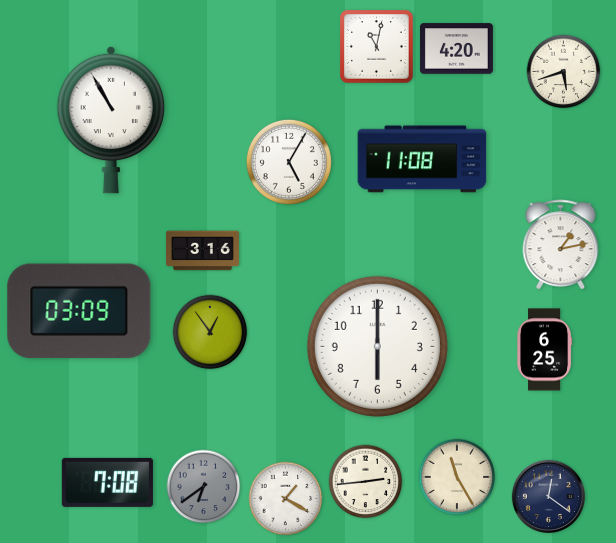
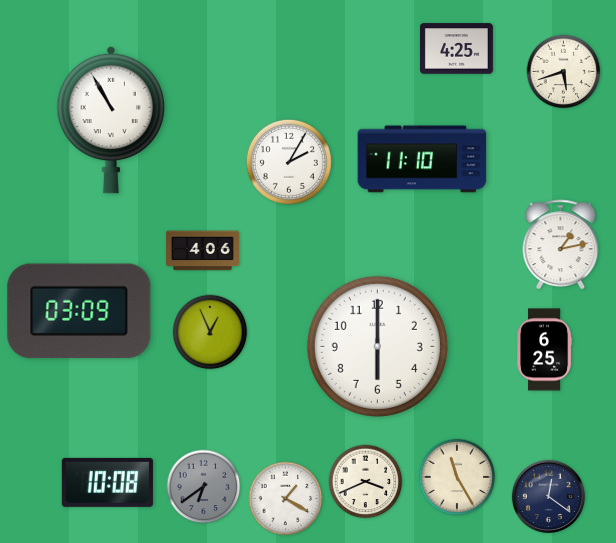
clock at (377, 47): 11:02 -> none
clock at (456, 49): 4:20 -> 4:25
clock at (422, 159): 11:08 -> 11:10
clock at (289, 162): 5:05 -> 2:05
clock at (202, 251): 3:16 -> 4:06
clock at (210, 332): 12:54 -> 12:56
clock at (107, 482): 7:08 -> 10:08
clock at (366, 482): 2:44 -> 3:41
